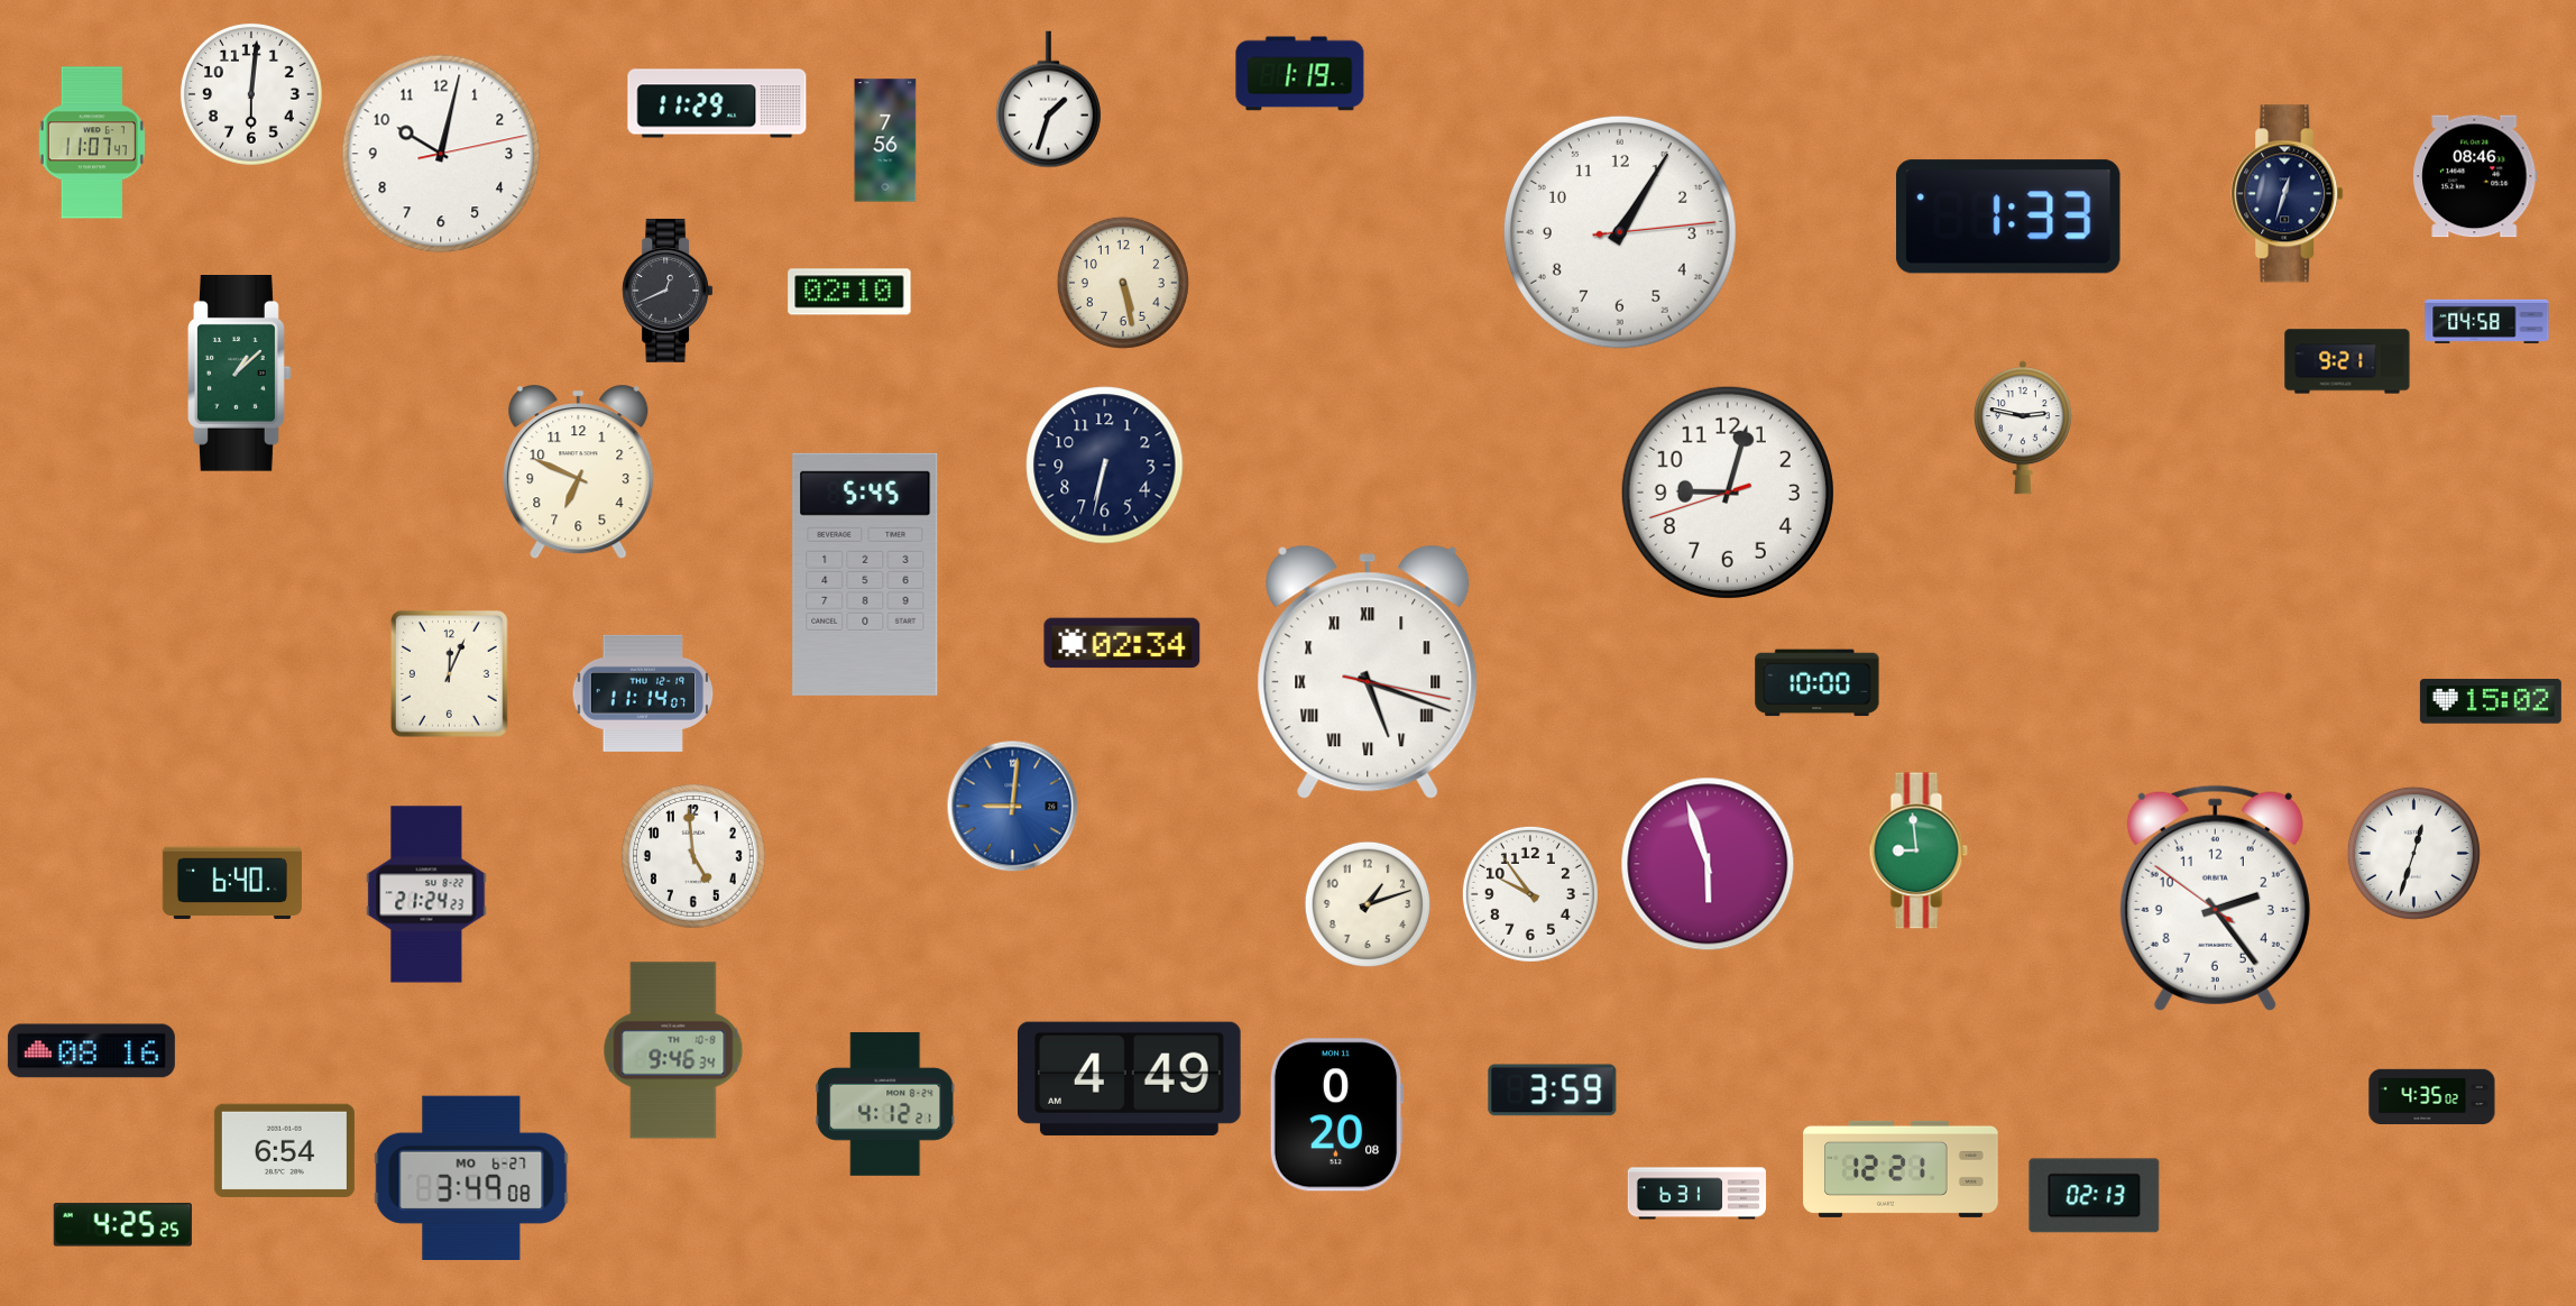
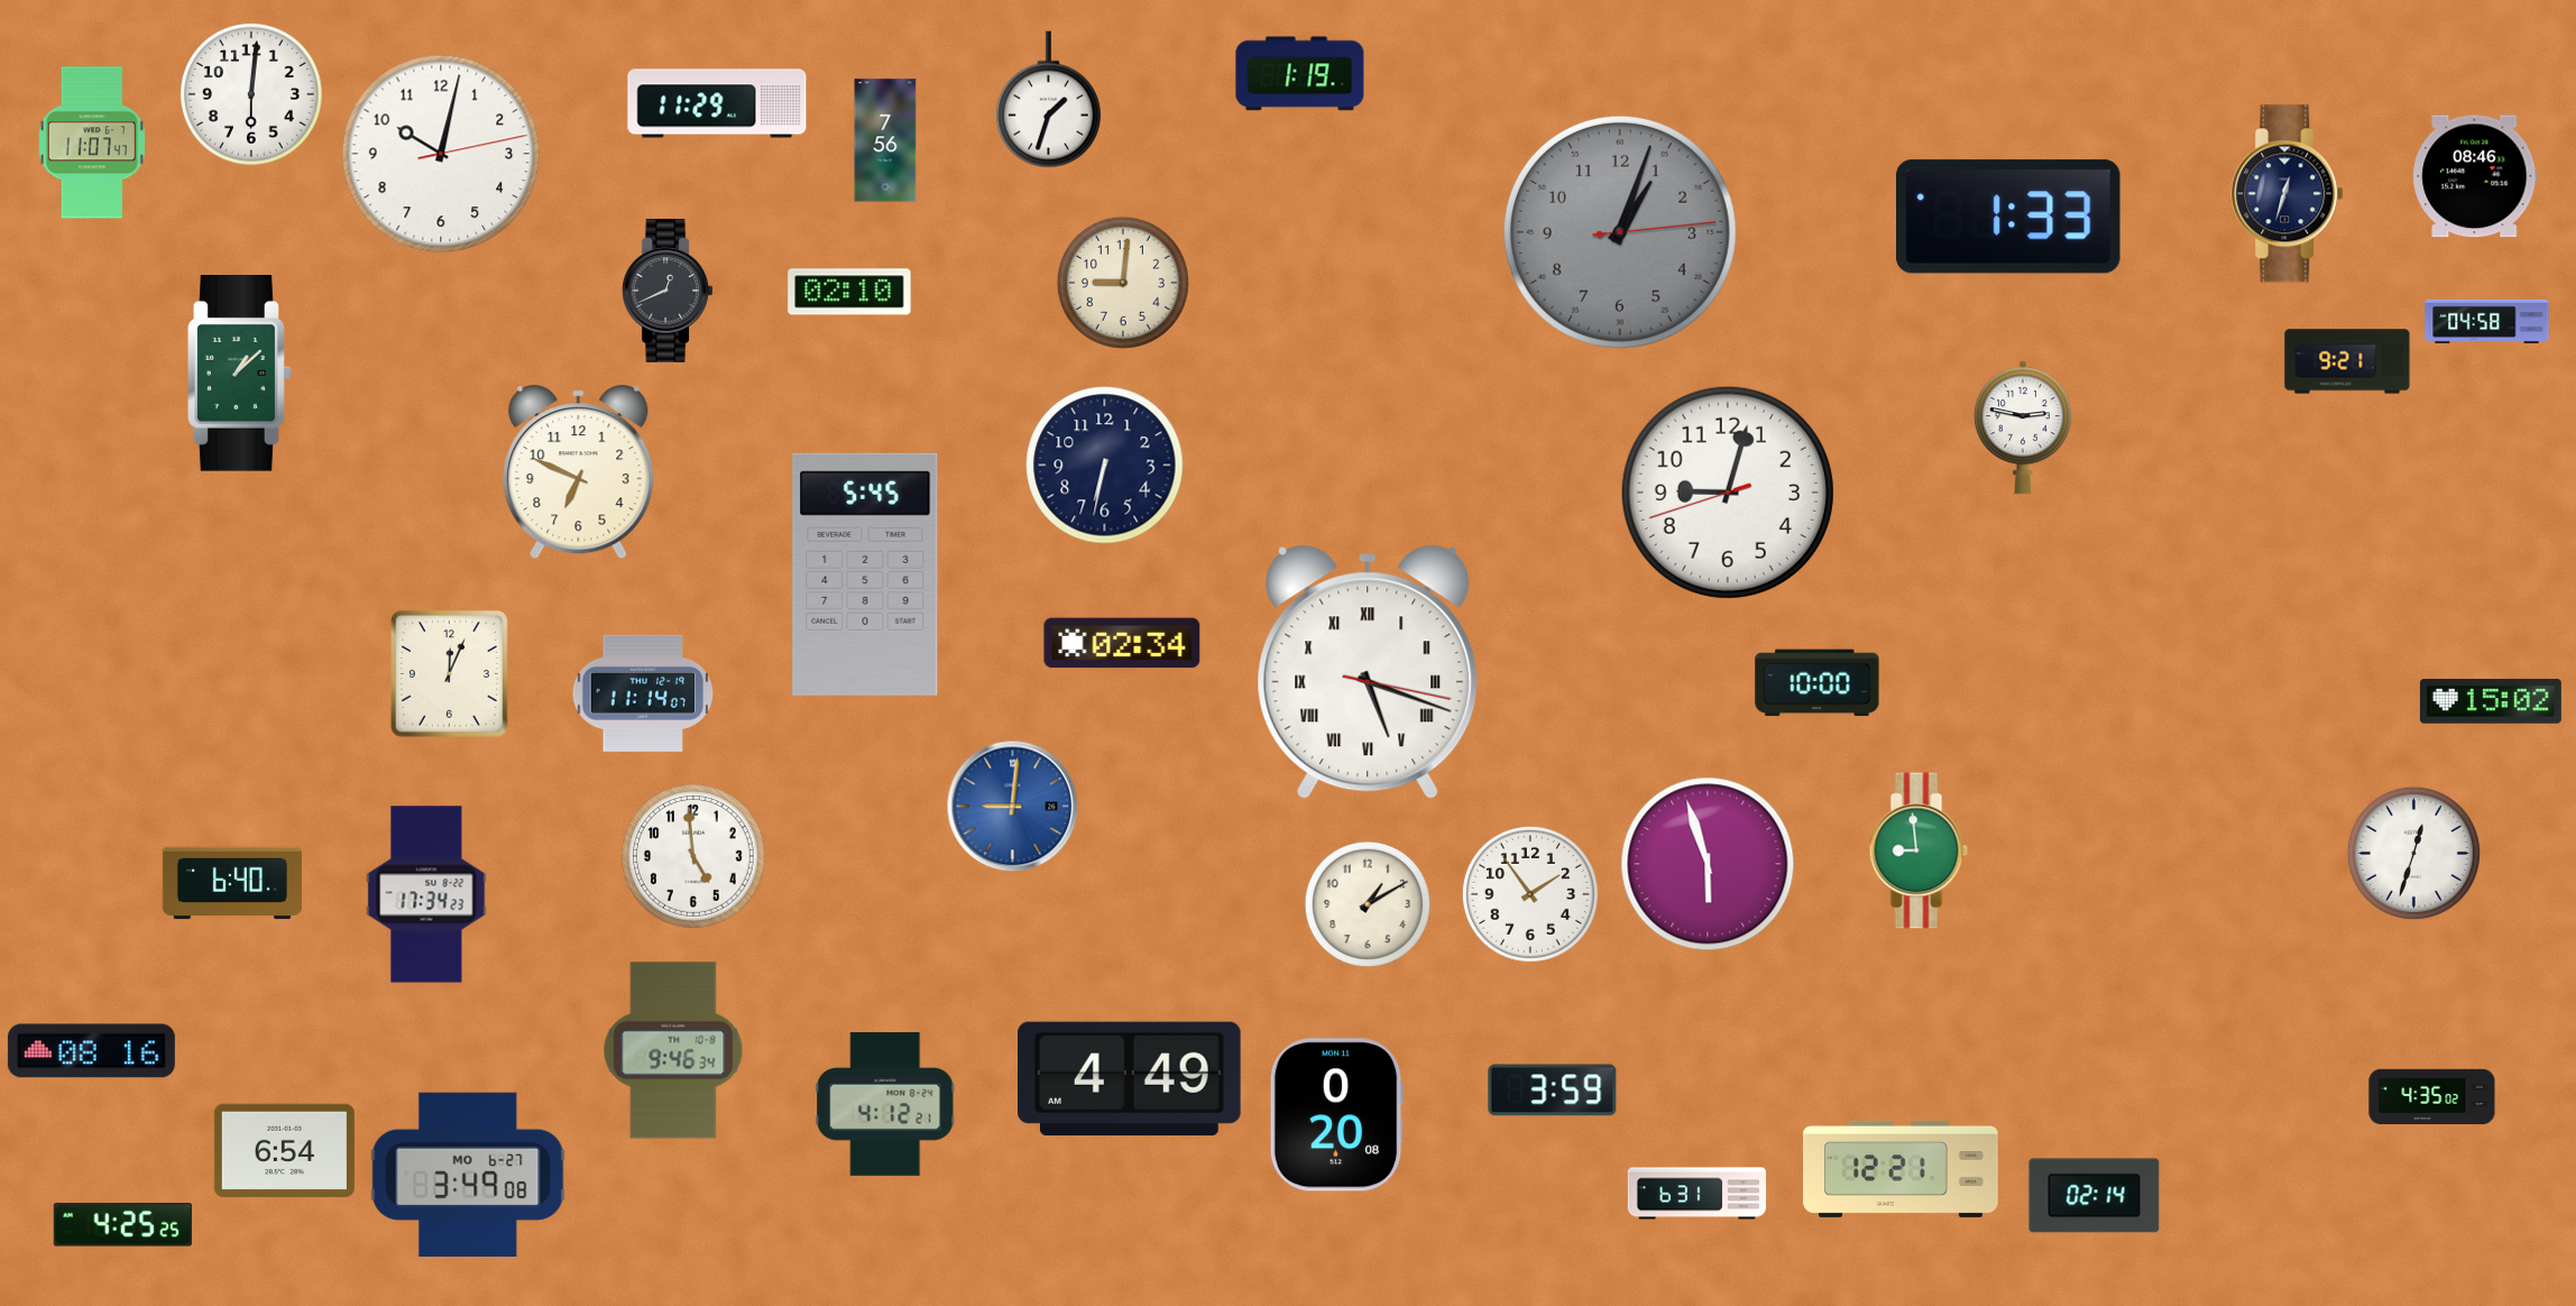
clock at (1620, 232): 1:05 -> 1:03
clock at (1620, 232) dial: white -> grey
clock at (1123, 283): 5:28 -> 9:01
clock at (426, 894): 21:24 -> 17:34
clock at (1530, 894): 9:54 -> 1:54
clock at (2215, 898): 2:23 -> none
clock at (1368, 904): 1:12 -> 1:10
clock at (471, 1177) position: (471, 1177) -> (468, 1174)
clock at (2095, 1196): 02:13 -> 02:14
